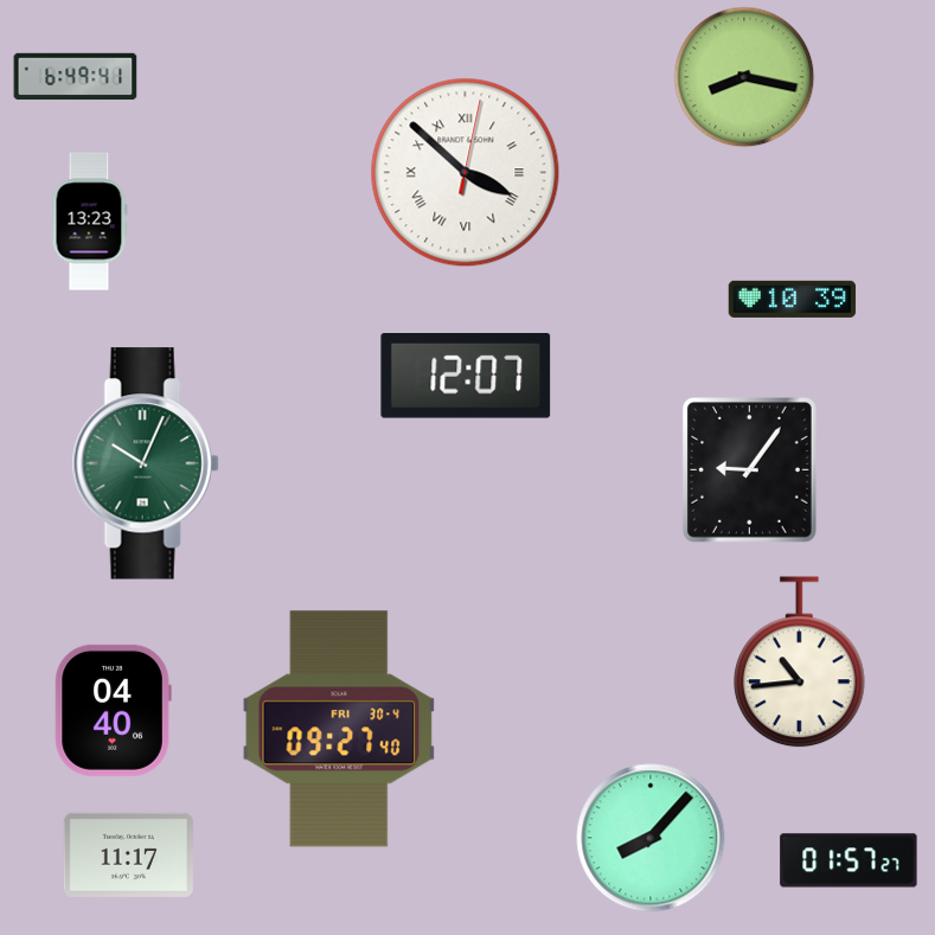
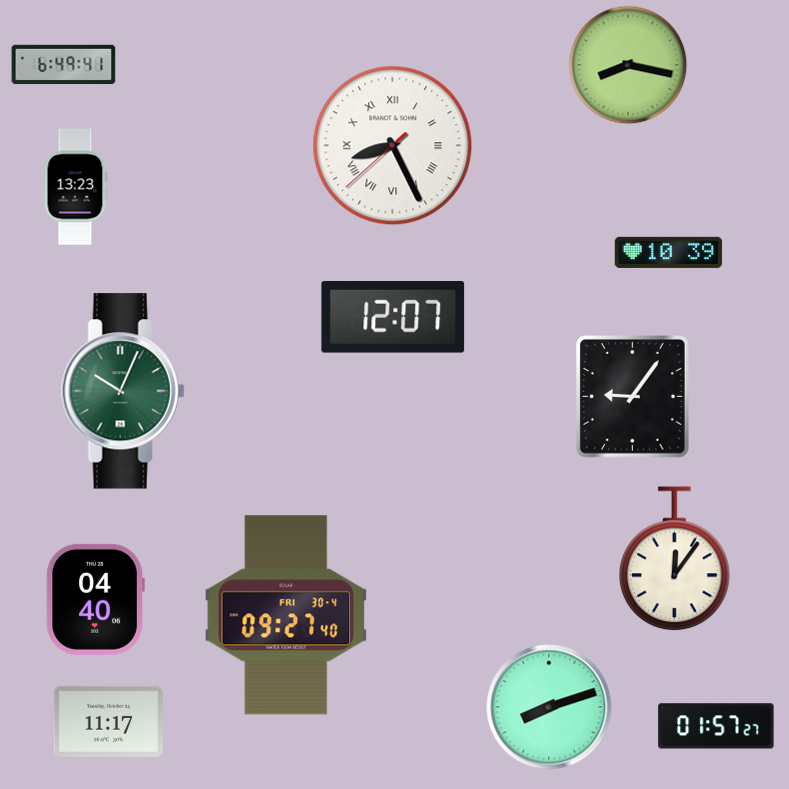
clock at (466, 173): 3:52 -> 8:25
clock at (800, 662): 10:44 -> 12:06
clock at (651, 838): 8:07 -> 8:12
